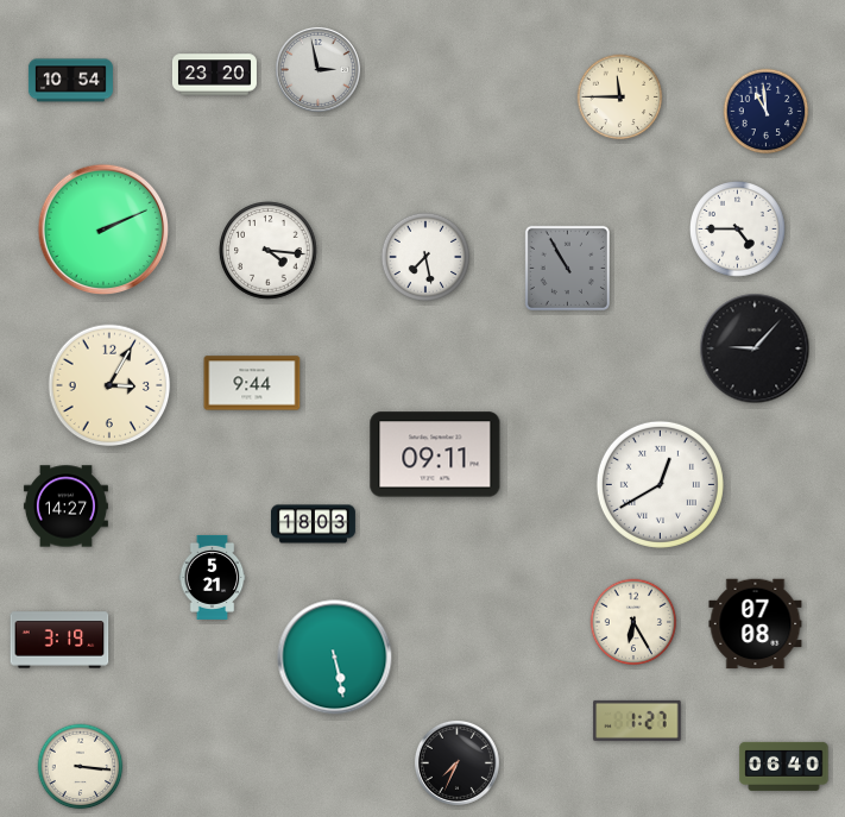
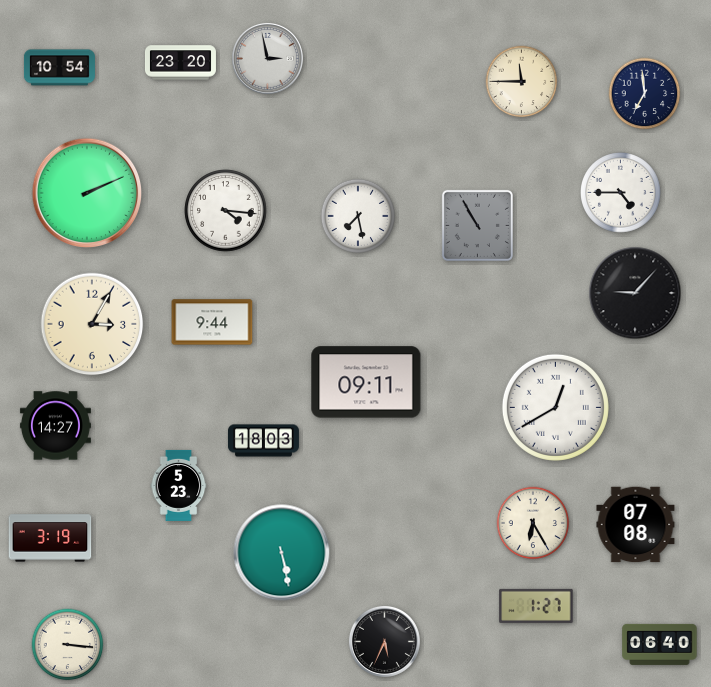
clock at (767, 112): 10:59 -> 6:59
clock at (213, 577): 5:21 -> 5:23
clock at (456, 762): 7:34 -> 5:34
